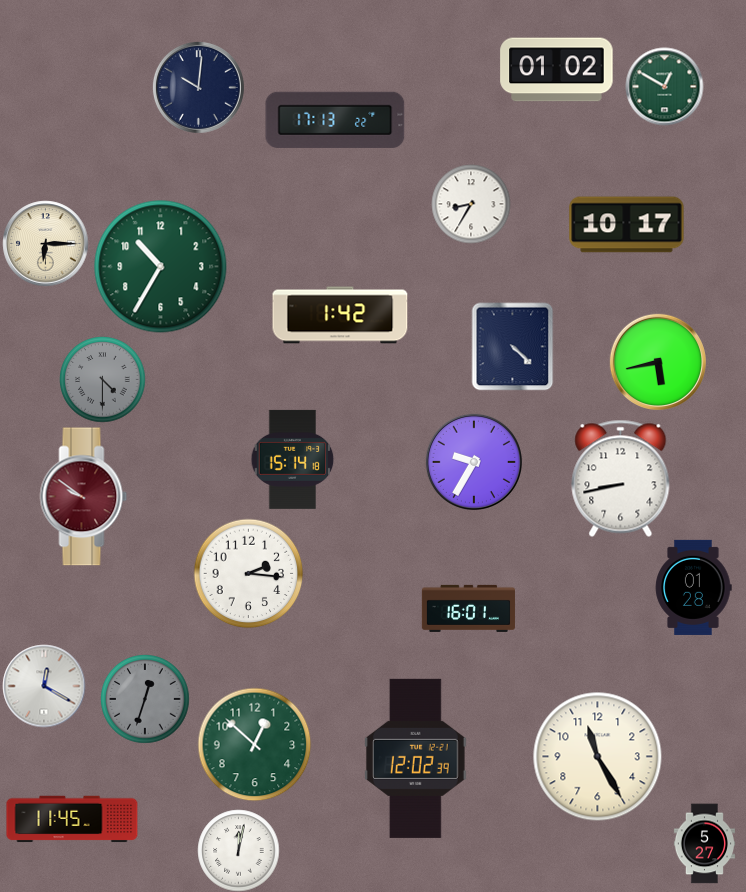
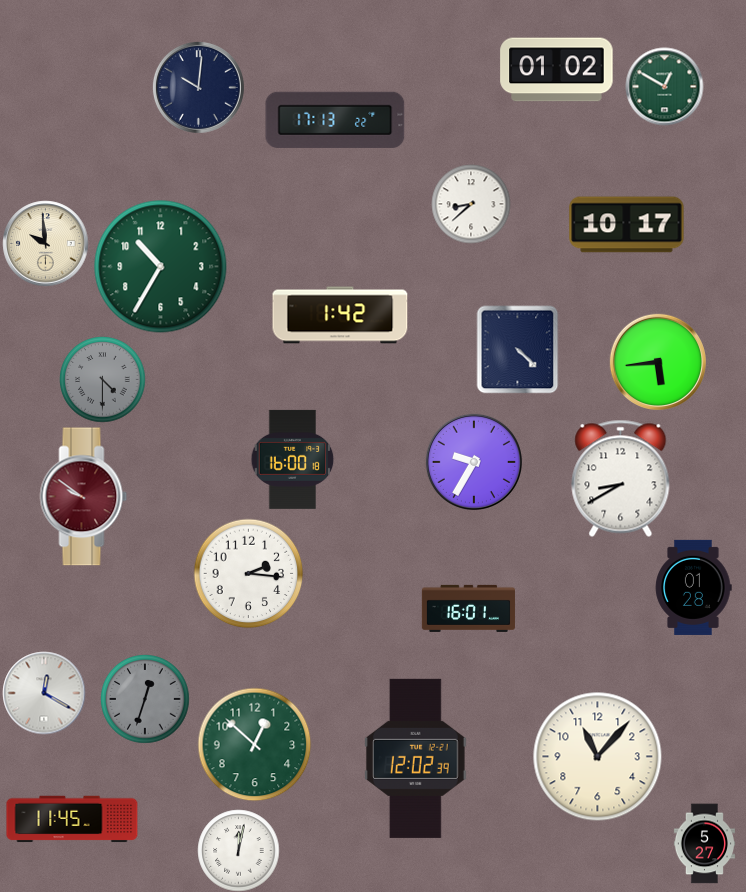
clock at (471, 204): 8:35 -> 8:38
clock at (45, 243): 6:15 -> 9:59
clock at (513, 346) position: (513, 346) -> (518, 349)
clock at (658, 362): 5:43 -> 5:44
clock at (293, 459): 15:14 -> 16:00
clock at (621, 478): 8:43 -> 8:40
clock at (44, 686) position: (44, 686) -> (44, 693)
clock at (597, 756): 11:25 -> 11:07
